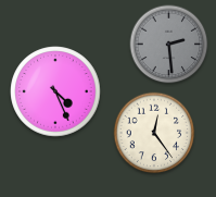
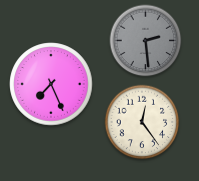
clock at (169, 45) position: (169, 45) -> (146, 41)
clock at (55, 91): 4:26 -> 7:26
